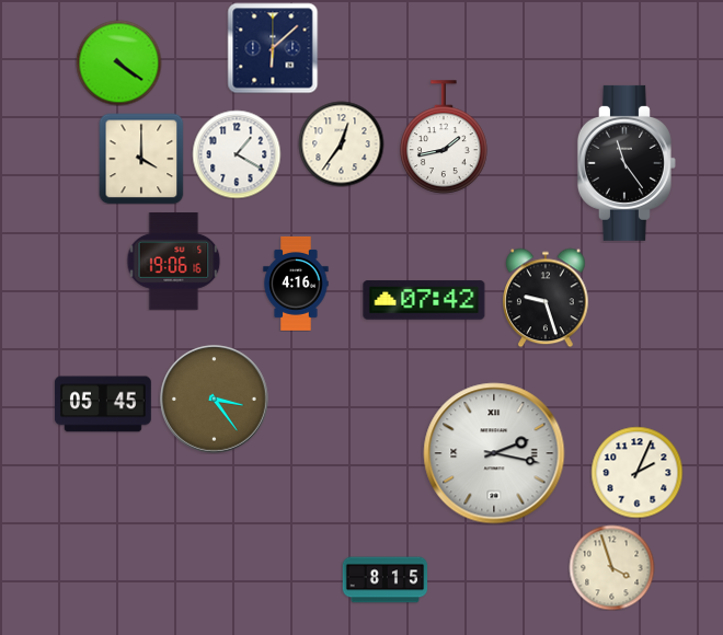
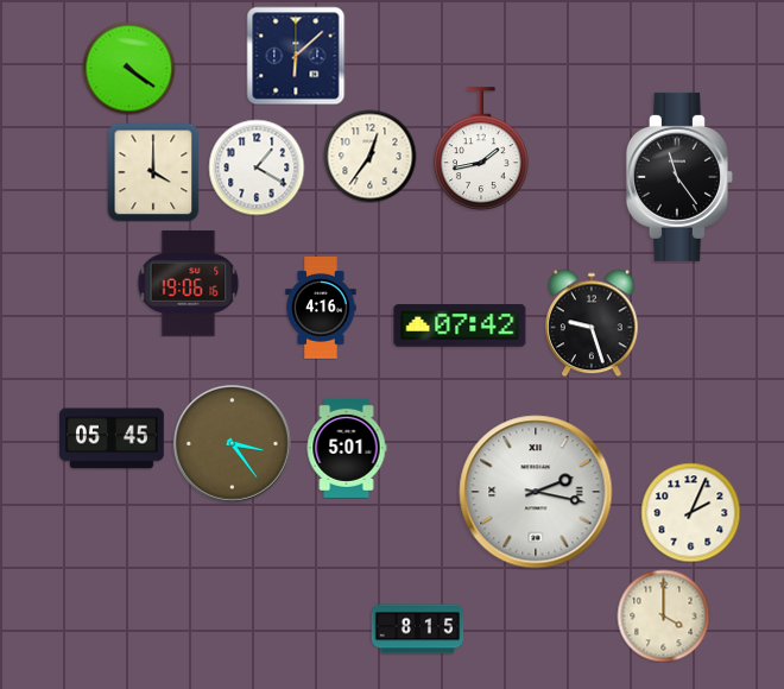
clock at (273, 48) position: (273, 48) -> (296, 56)
clock at (215, 400) position: (215, 400) -> (233, 444)
clock at (347, 448): none -> 5:01
clock at (611, 567): 3:57 -> 4:00
